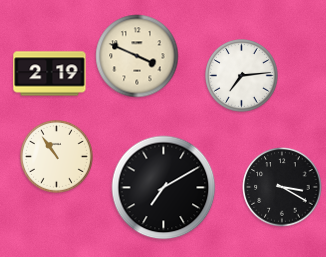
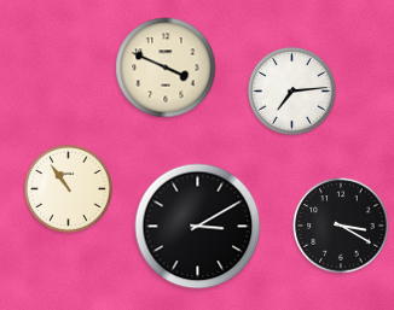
clock at (50, 74): 2:19 -> none
clock at (164, 188): 7:10 -> 3:10
